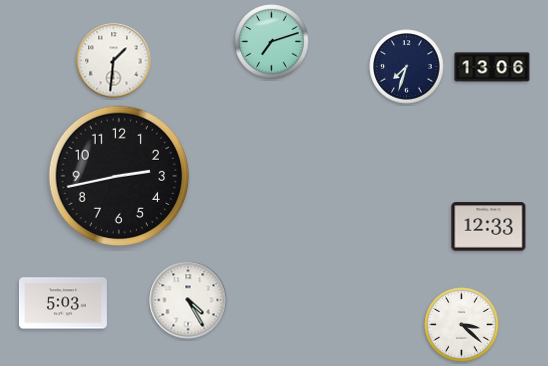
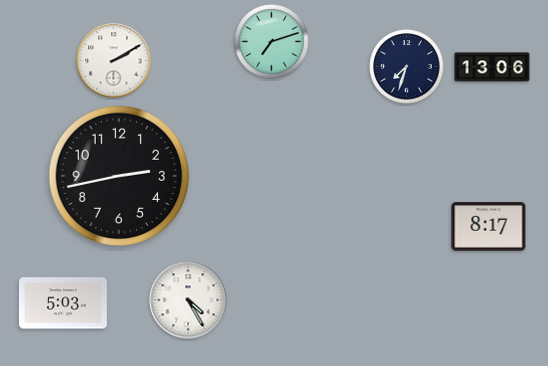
clock at (114, 61): 1:31 -> 2:10
clock at (489, 227): 12:33 -> 8:17
clock at (462, 325): 3:22 -> none
